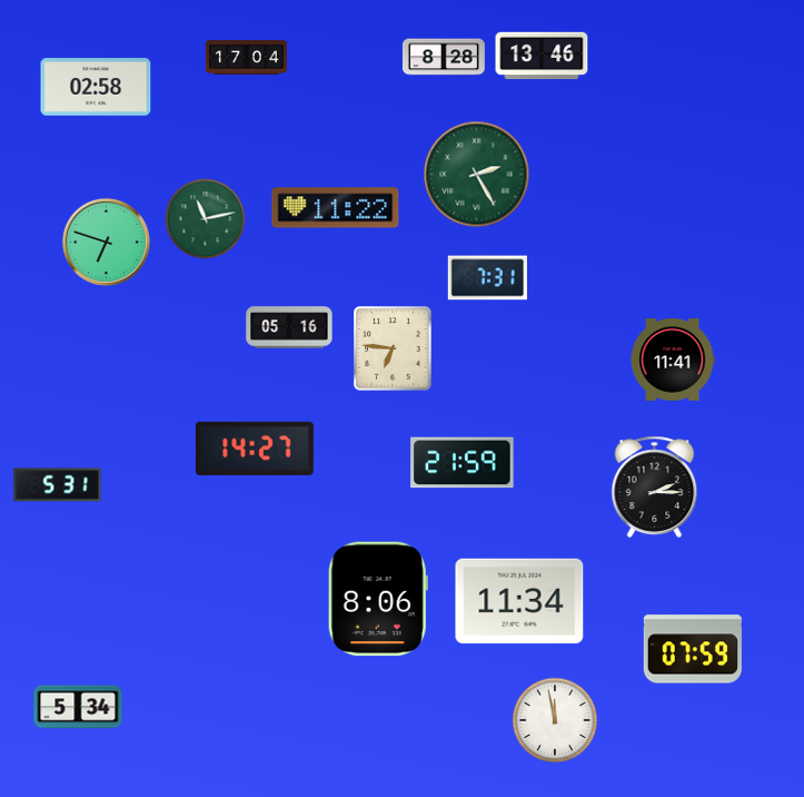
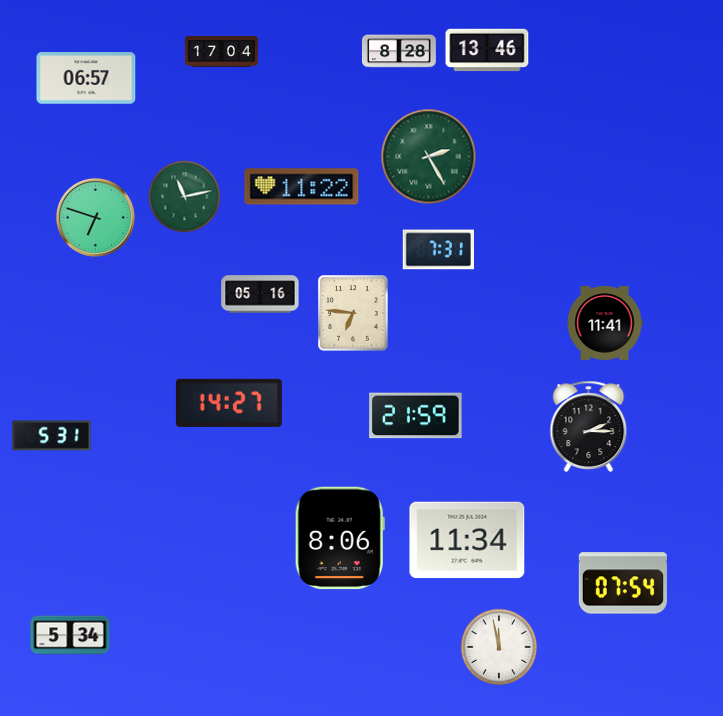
clock at (96, 87): 02:58 -> 06:57
clock at (655, 486) position: (655, 486) -> (589, 426)
clock at (693, 649): 07:59 -> 07:54
